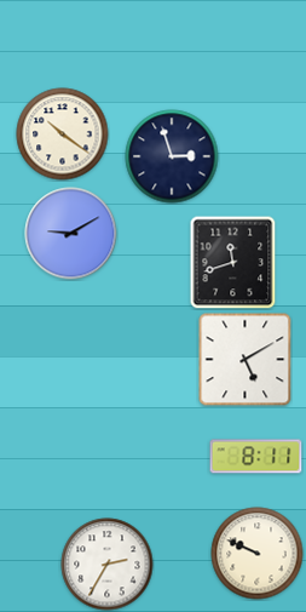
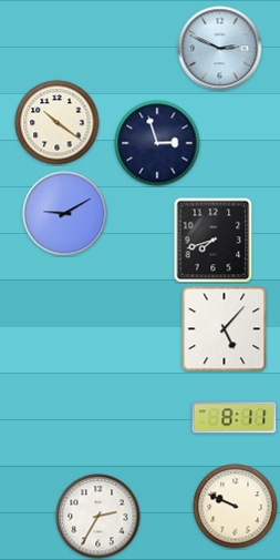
clock at (220, 49): none -> 2:49
clock at (233, 262): 11:42 -> 7:42
clock at (246, 360): 5:10 -> 5:07
